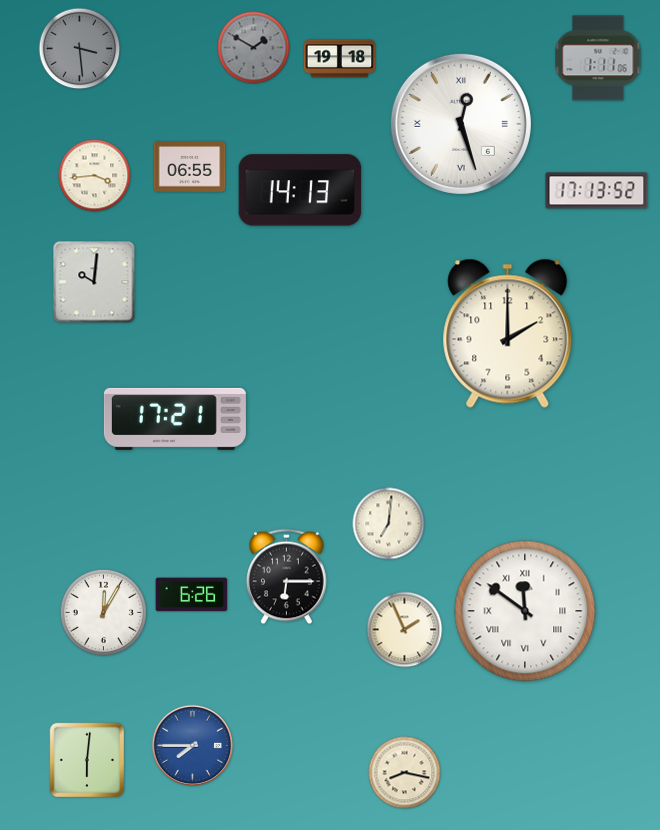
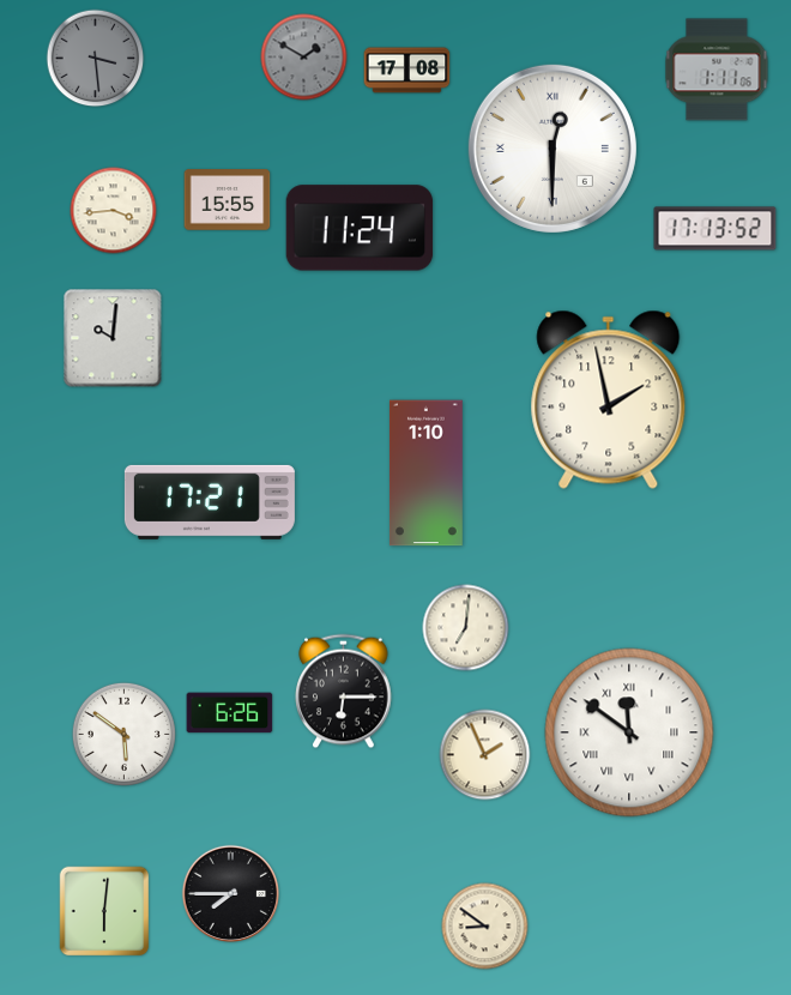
clock at (340, 59): 19:18 -> 17:08
clock at (461, 124): 12:27 -> 12:30
clock at (190, 167): 06:55 -> 15:55
clock at (300, 190): 14:13 -> 11:24
clock at (508, 333): 2:00 -> 1:58
clock at (427, 474): none -> 1:10
clock at (103, 612): 12:05 -> 5:51
clock at (192, 745) dial: blue -> black
clock at (405, 773): 8:17 -> 8:51
